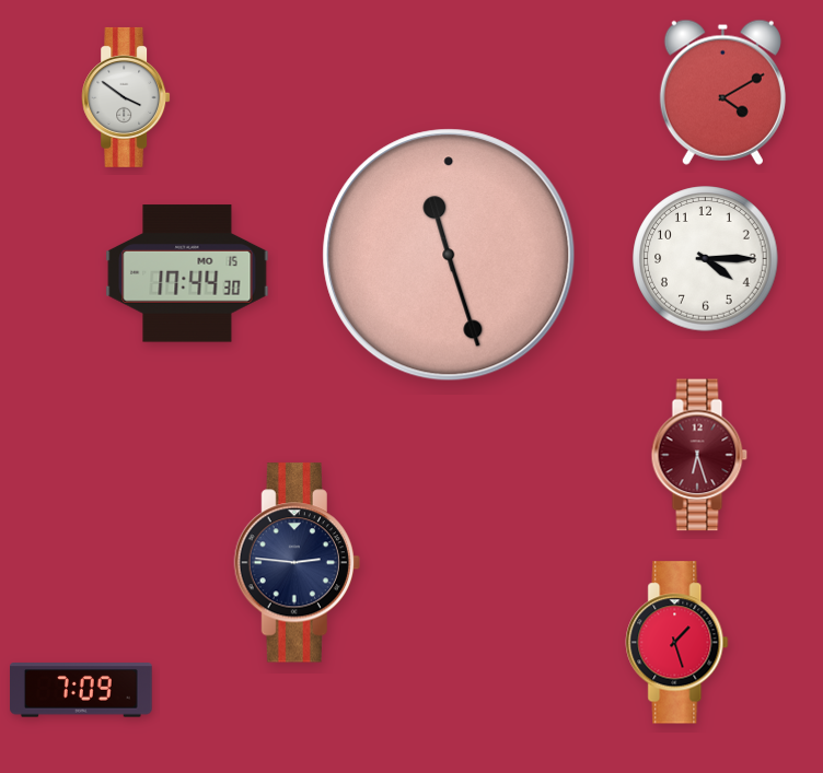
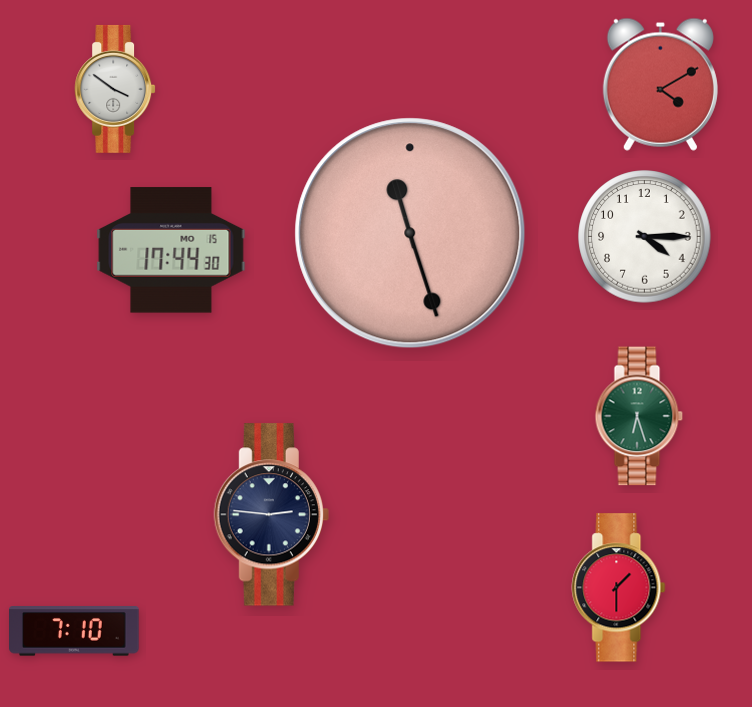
clock at (699, 455) dial: burgundy -> green
clock at (677, 643): 1:27 -> 1:30
clock at (81, 690): 7:09 -> 7:10
